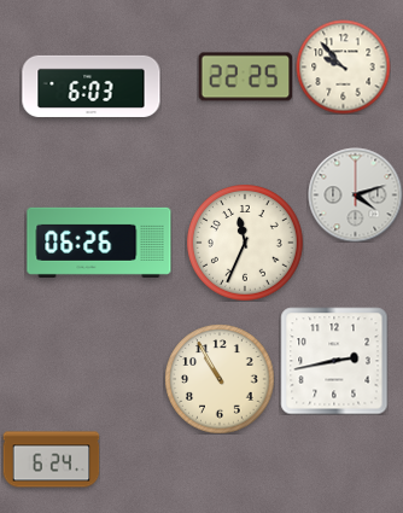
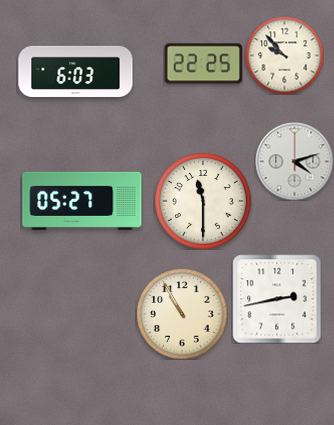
clock at (99, 243): 06:26 -> 05:27
clock at (245, 243): 11:34 -> 11:30
clock at (51, 460): 6:24 -> none
